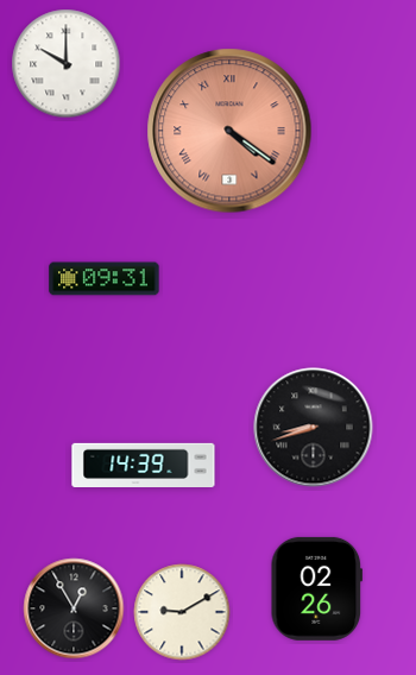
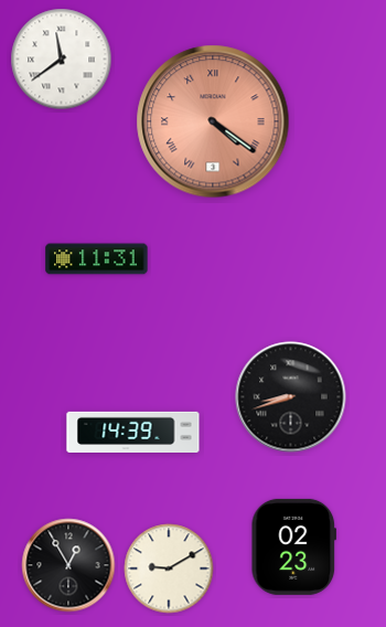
clock at (67, 64): 10:00 -> 11:39
clock at (105, 279): 09:31 -> 11:31
clock at (316, 588): 02:26 -> 02:23
